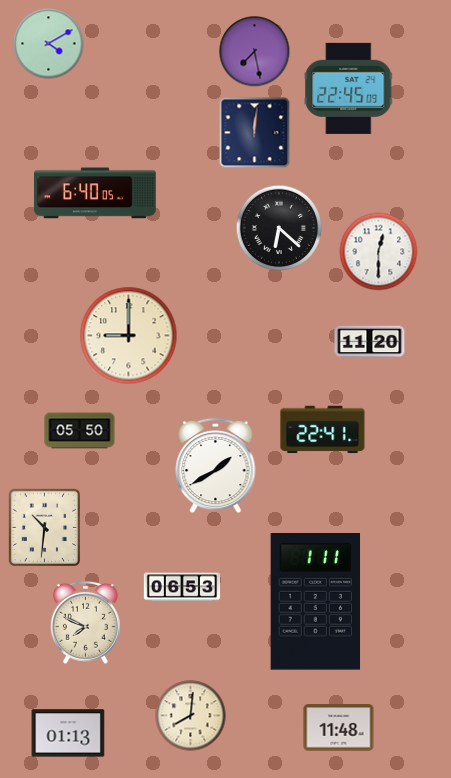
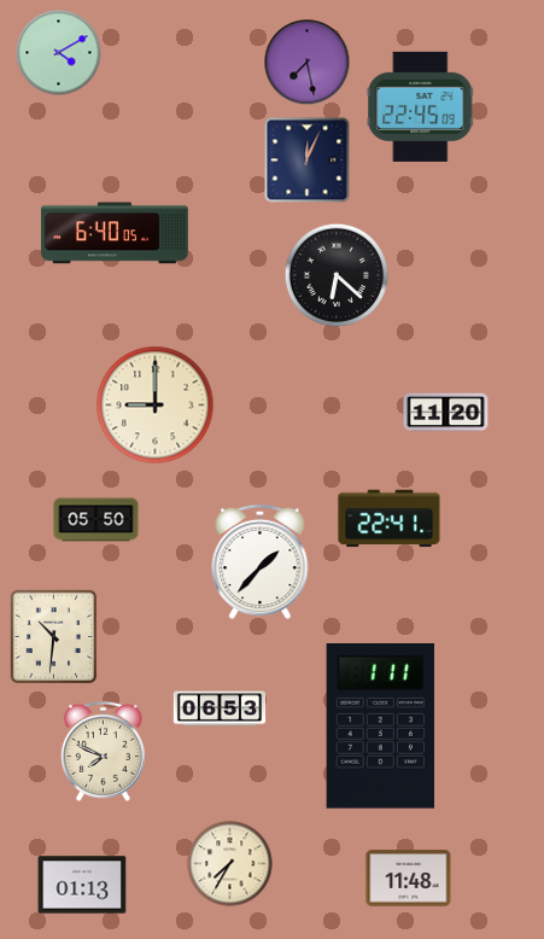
clock at (255, 133): 12:01 -> 12:04
clock at (379, 252): 12:30 -> none
clock at (216, 466): 1:40 -> 1:37
clock at (191, 716): 8:01 -> 7:35
